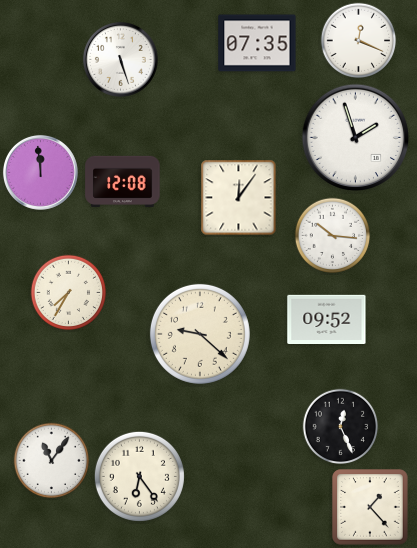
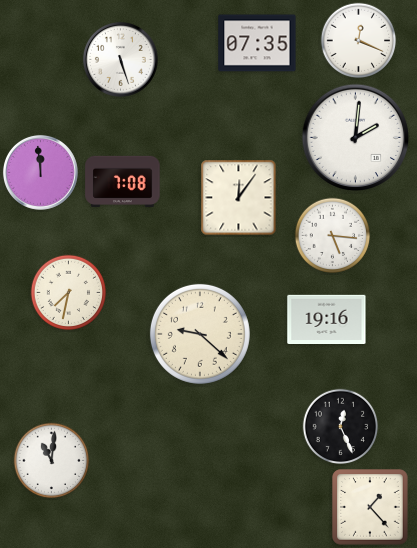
clock at (356, 138): 1:57 -> 2:01
clock at (123, 181): 12:08 -> 7:08
clock at (333, 236): 10:16 -> 5:16
clock at (69, 293): 7:35 -> 7:32
clock at (327, 319): 09:52 -> 19:16
clock at (52, 461): 11:06 -> 11:01
clock at (139, 476): 6:24 -> none
